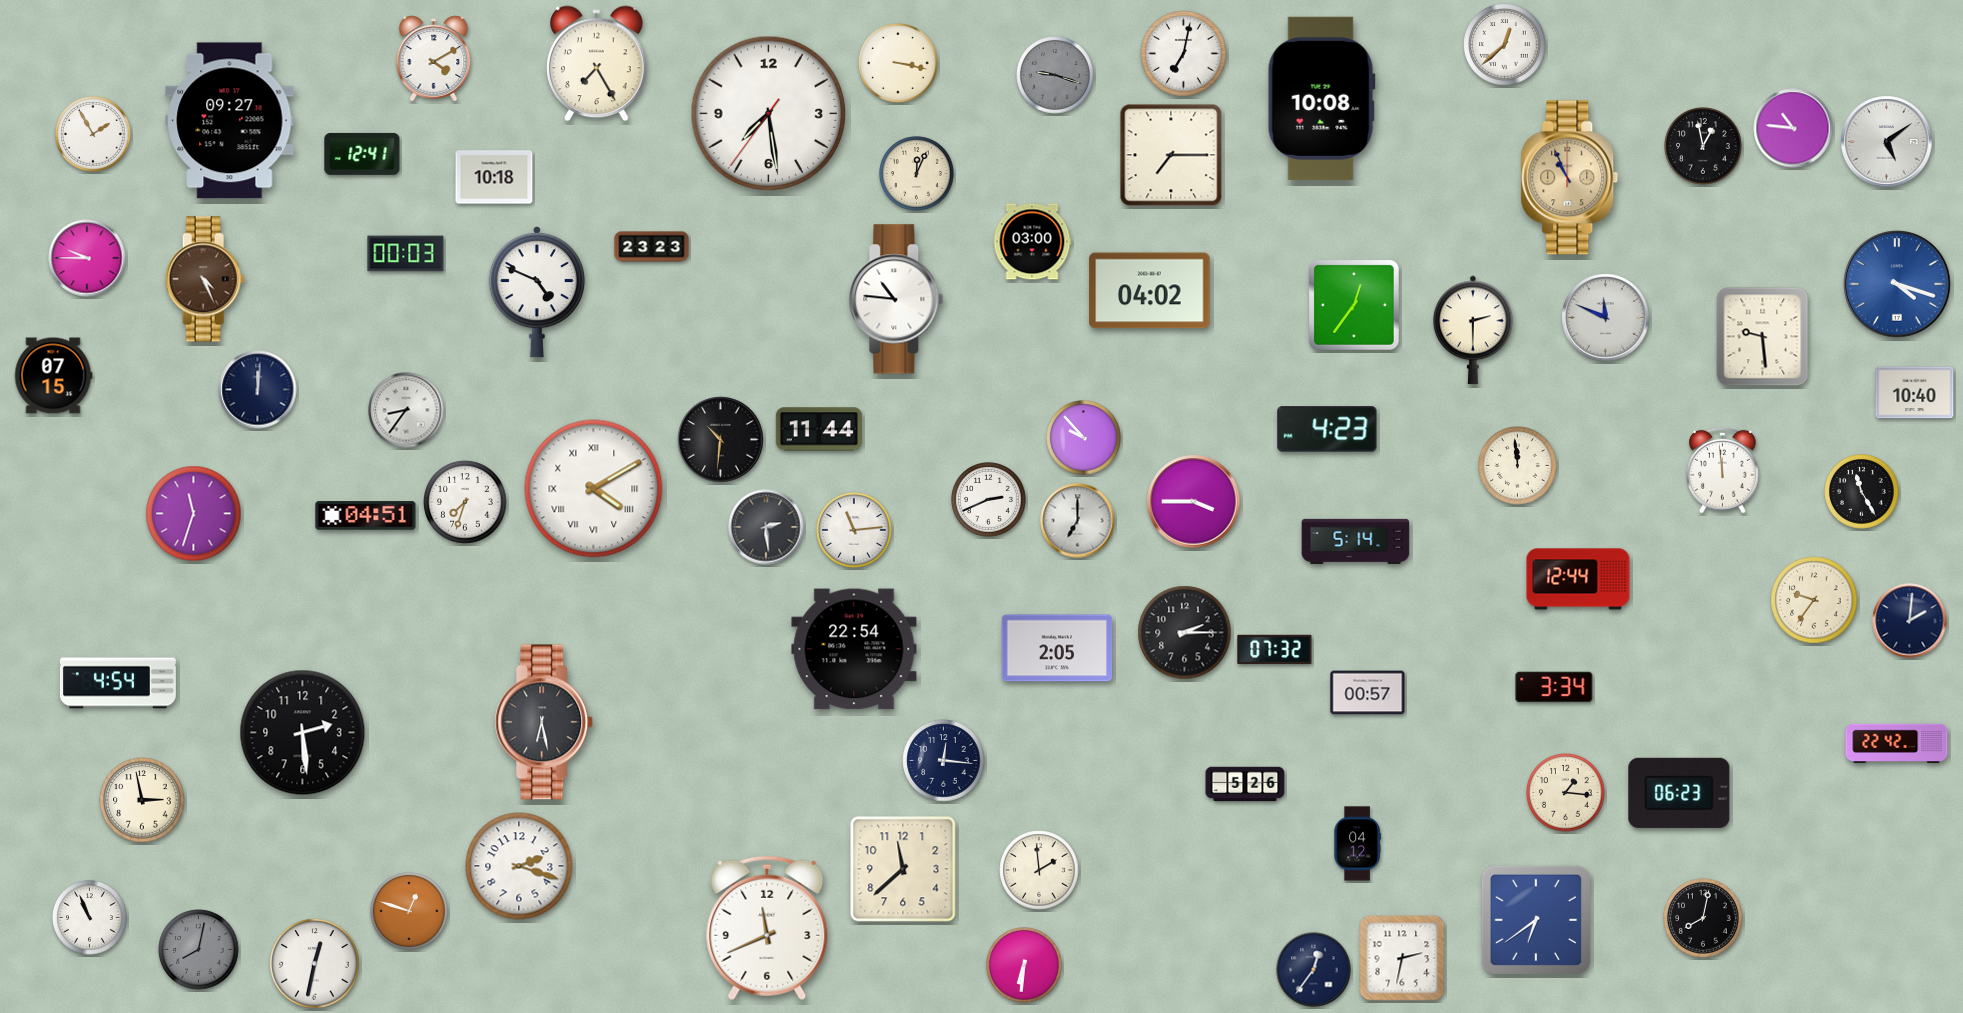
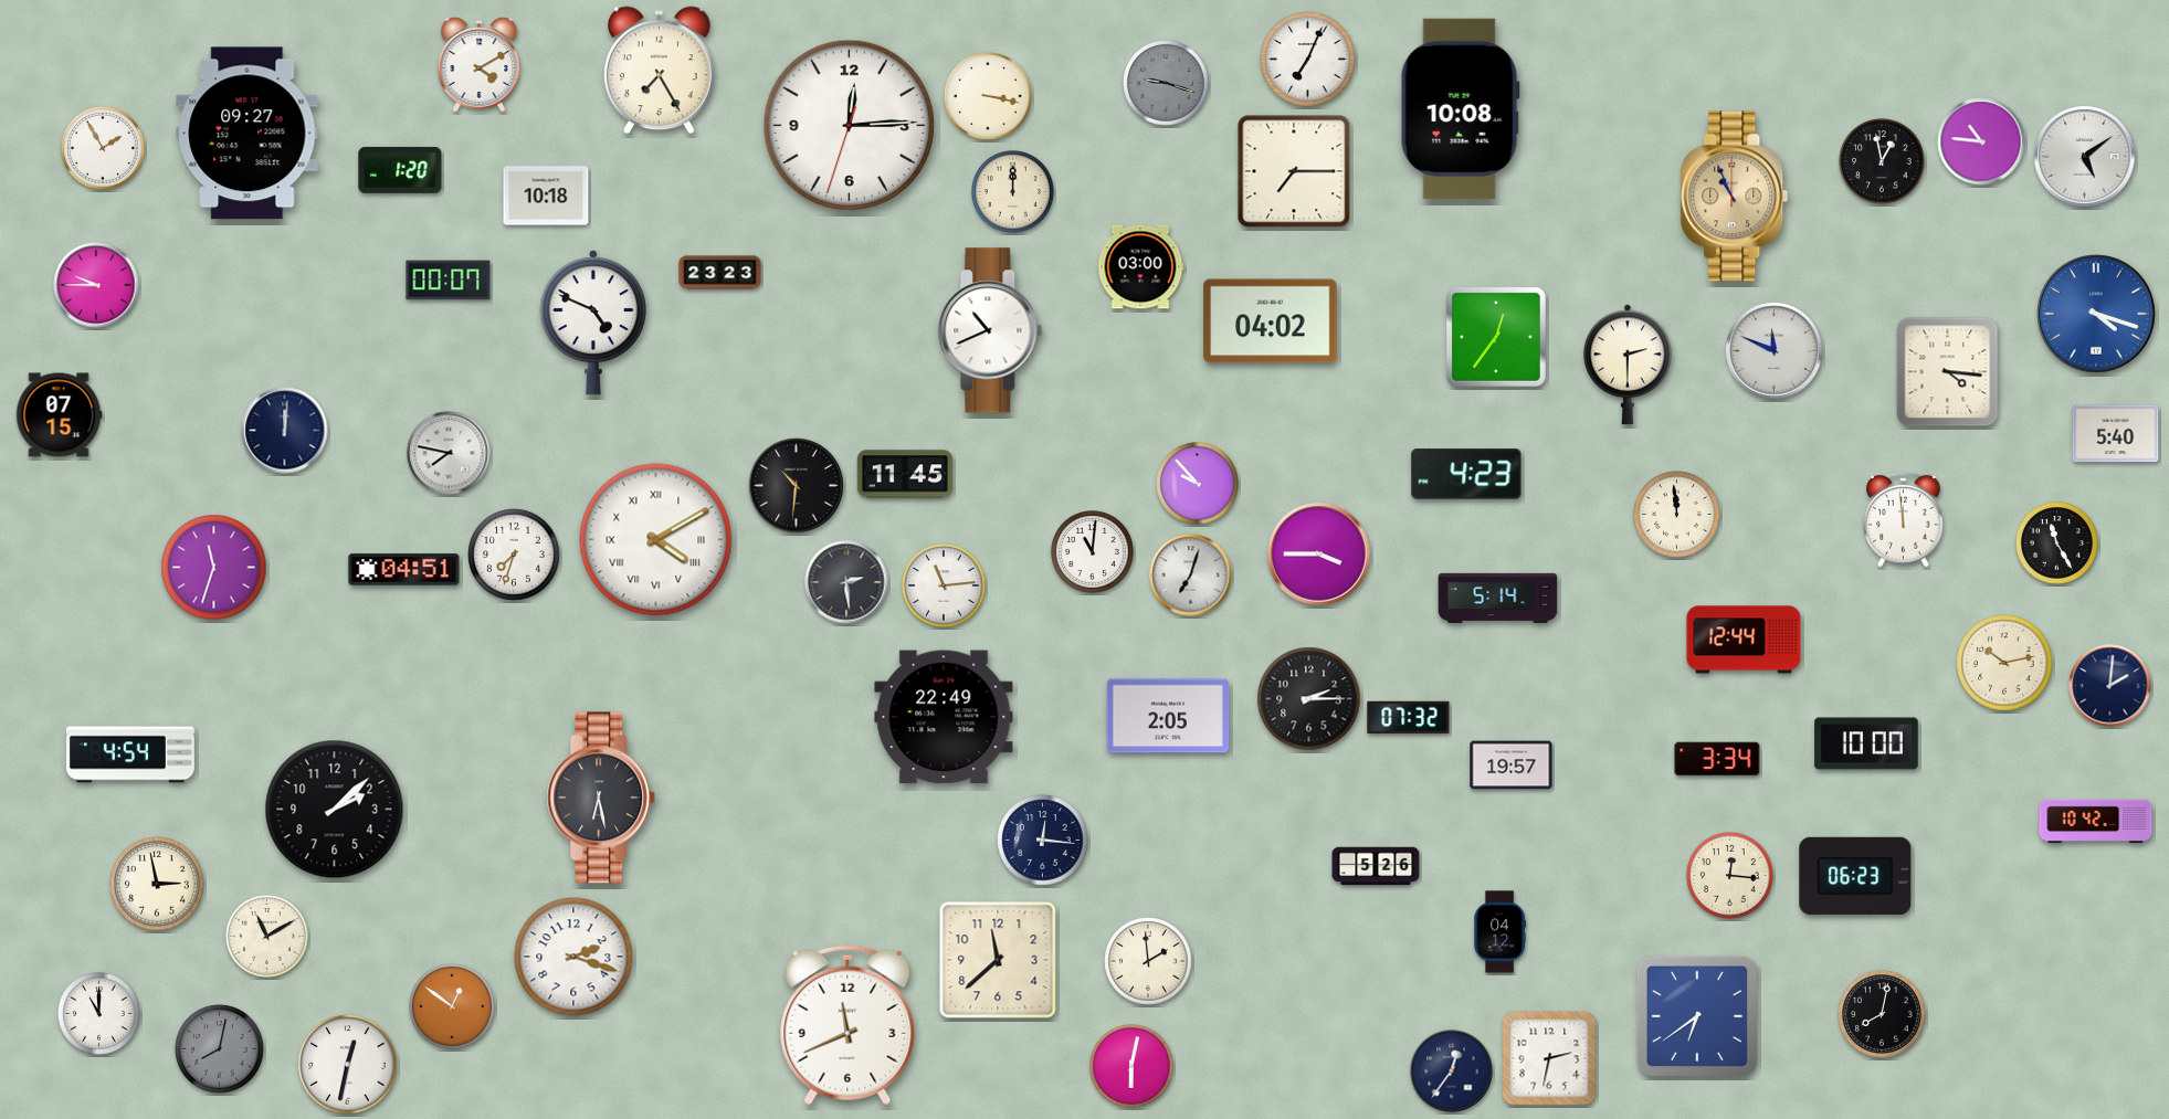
clock at (1505, 45): 12:38 -> none
clock at (1184, 54): 7:02 -> 7:04
clock at (898, 63) position: (898, 63) -> (988, 96)
clock at (769, 114): 7:28 -> 12:14
clock at (230, 121) position: (230, 121) -> (248, 134)
clock at (362, 154): 12:41 -> 1:20
clock at (917, 174): 12:04 -> 12:00
clock at (406, 254): 00:03 -> 00:07
clock at (205, 279): 4:26 -> none
clock at (896, 299): 10:46 -> 10:41
clock at (1763, 337): 9:29 -> 4:16
clock at (1915, 393): 10:40 -> 5:40
clock at (406, 410): 8:36 -> 7:47
clock at (818, 429): 11:44 -> 11:45
clock at (989, 500): 2:41 -> 11:01
clock at (1078, 521): 7:00 -> 7:03
clock at (1814, 600): 9:36 -> 10:13
clock at (854, 649): 22:54 -> 22:49
clock at (1866, 743): none -> 10:00
clock at (1368, 693): 00:57 -> 19:57
clock at (303, 733): 2:29 -> 2:08
clock at (1897, 744): 22:42 -> 10:42
clock at (1566, 793): 1:16 -> 12:16
clock at (267, 937): none -> 11:10
clock at (409, 911): 12:48 -> 12:51
clock at (90, 918): 10:56 -> 11:00
clock at (1024, 965): 6:31 -> 6:02
